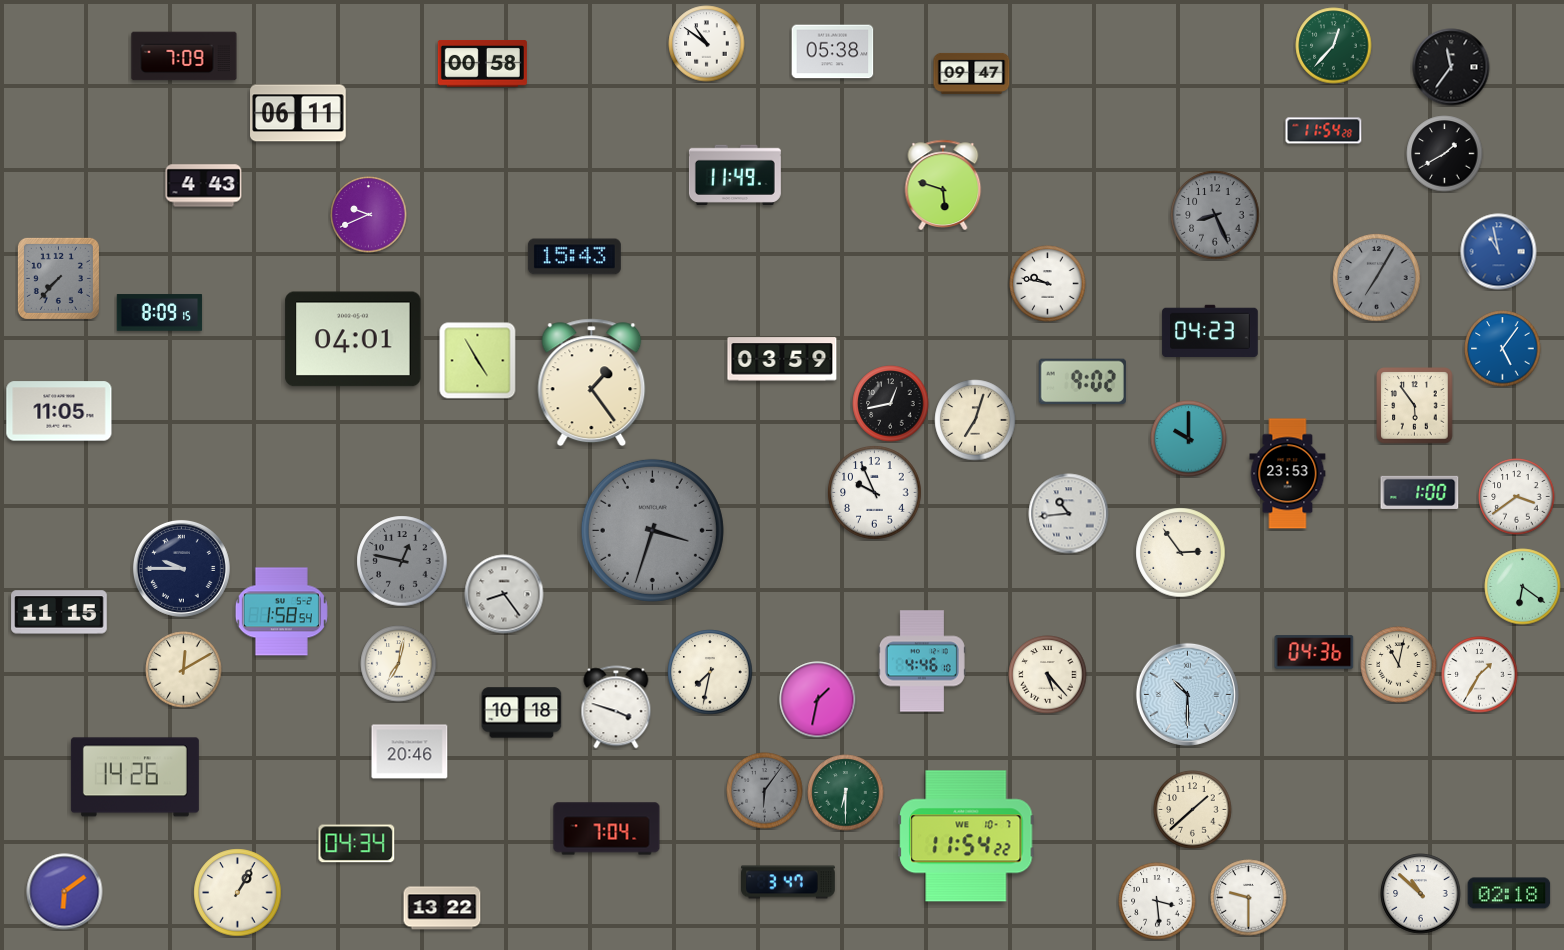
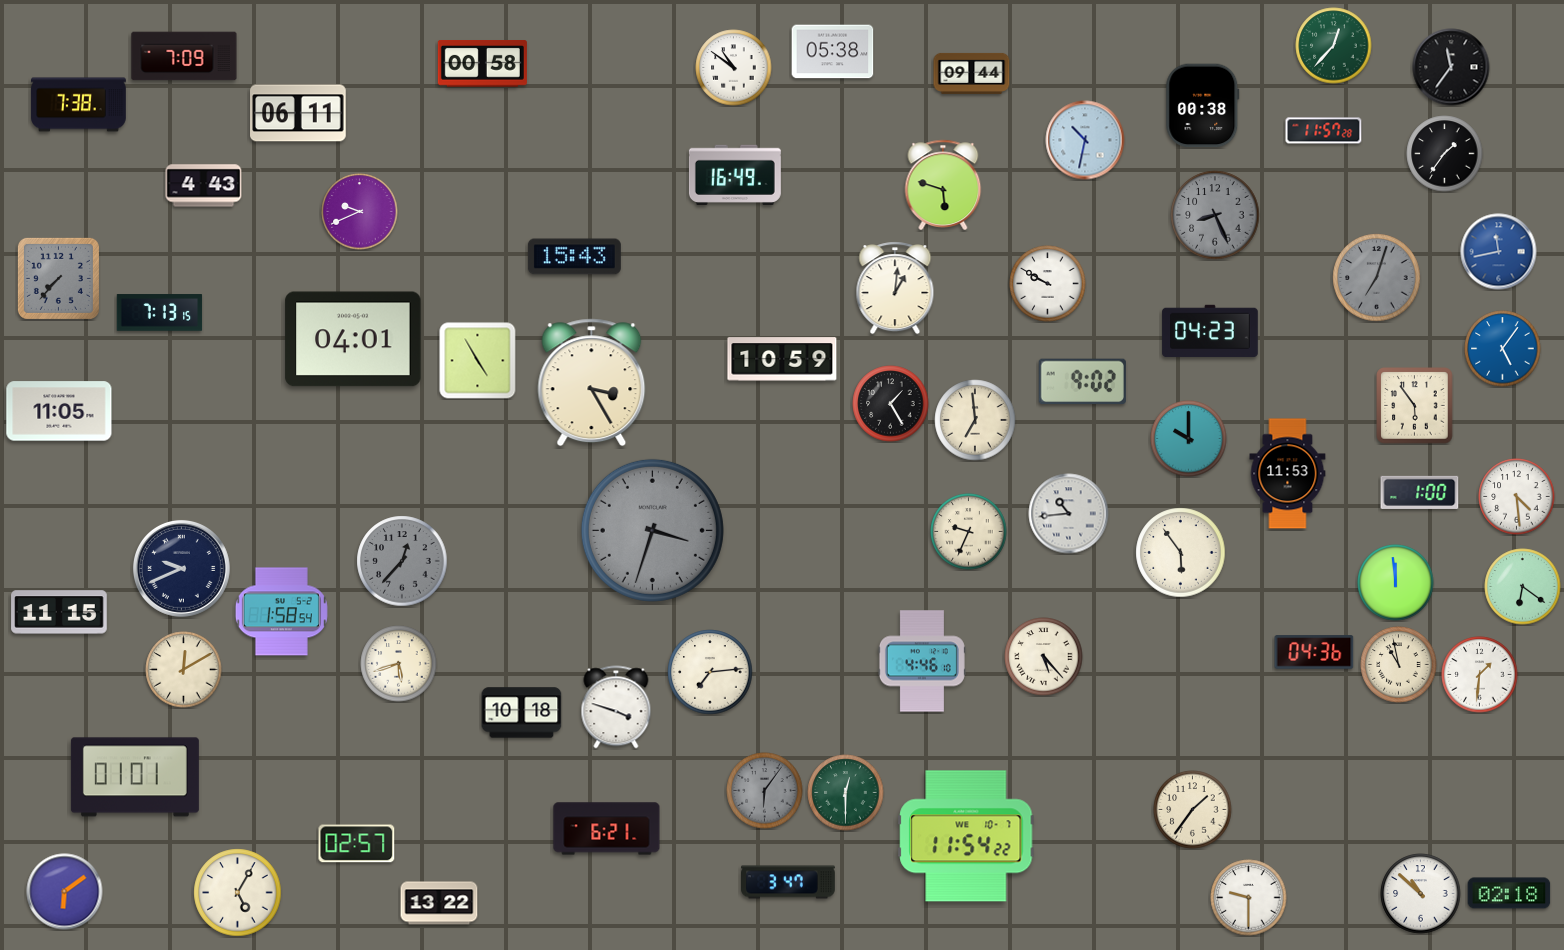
clock at (707, 44) position: (707, 44) -> (734, 68)
clock at (972, 73): 09:47 -> 09:44
clock at (79, 105): none -> 7:38
clock at (1203, 106): none -> 00:38
clock at (1324, 131): 11:54 -> 11:57
clock at (1085, 140): none -> 10:32
clock at (1445, 154): 1:40 -> 1:36
clock at (735, 174): 11:49 -> 16:49
clock at (369, 215) position: (369, 215) -> (360, 212)
clock at (1499, 252): 10:58 -> 11:43
clock at (1377, 278): 7:05 -> 7:03
clock at (1048, 284): 9:47 -> 9:50
clock at (895, 288): none -> 1:01
clock at (160, 313): 8:09 -> 7:13
clock at (782, 359): 03:59 -> 10:59
clock at (592, 383): 1:24 -> 3:25
clock at (891, 404): 12:43 -> 1:25
clock at (975, 420): 7:03 -> 6:59
clock at (1288, 474): 23:53 -> 11:53
clock at (875, 493): 9:56 -> none
clock at (1517, 497): 3:39 -> 4:29
clock at (969, 532): none -> 9:34
clock at (1181, 553): 2:54 -> 5:54
clock at (402, 561): 12:47 -> 12:37
clock at (181, 568): 9:45 -> 9:41
clock at (1396, 583): none -> 11:59
clock at (504, 594): 8:24 -> none
clock at (399, 664): 7:02 -> 5:42
clock at (1399, 665): 11:02 -> 10:58
clock at (710, 672): 7:32 -> 7:14
clock at (1048, 675) position: (1048, 675) -> (1044, 657)
clock at (1480, 675): 1:35 -> 1:31
clock at (1187, 694): 10:30 -> none
clock at (818, 700): 1:32 -> none
clock at (410, 752): 20:46 -> none
clock at (135, 777): 14:26 -> 01:01
clock at (846, 793): 6:30 -> 12:30
clock at (1193, 810): 1:38 -> 1:36
clock at (607, 829): 7:04 -> 6:21
clock at (357, 844): 04:34 -> 02:57
clock at (238, 893): 1:05 -> 5:05
clock at (1157, 901): 3:29 -> none
clock at (442, 908) position: (442, 908) -> (439, 903)
